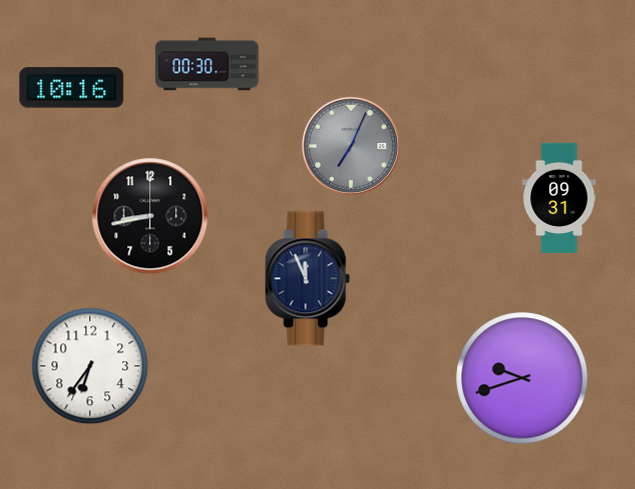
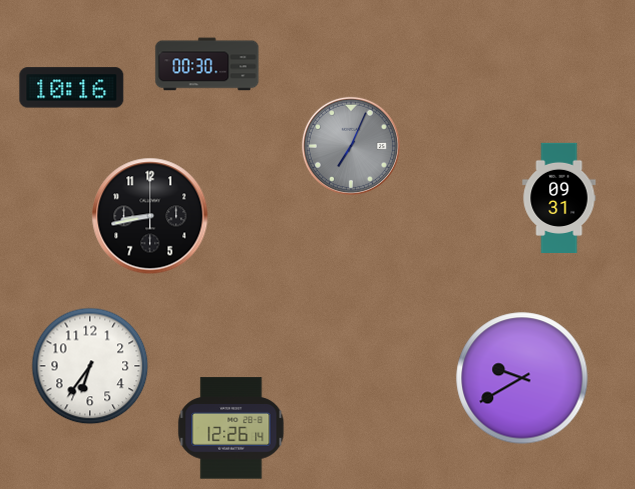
clock at (307, 279): 11:56 -> none
clock at (522, 378): 9:42 -> 9:40
clock at (231, 428): none -> 12:26
